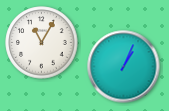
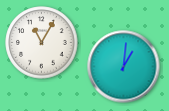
clock at (124, 67): 1:04 -> 1:01
